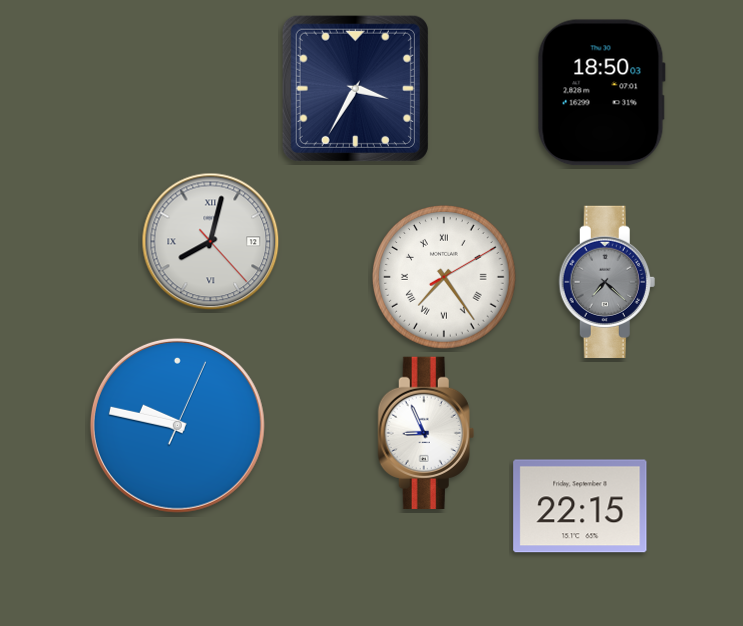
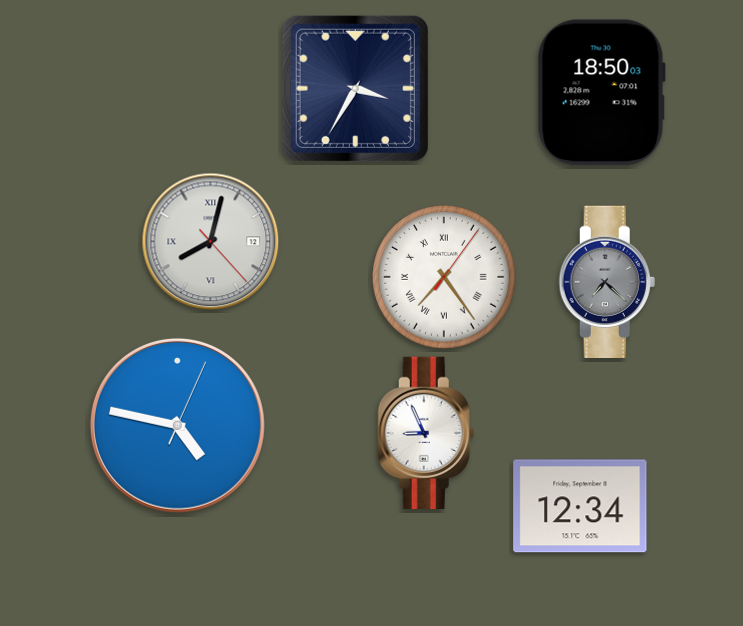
clock at (445, 278): 7:24:10 -> 7:24:06
clock at (177, 425): 9:47 -> 4:47
clock at (580, 506): 22:15 -> 12:34
